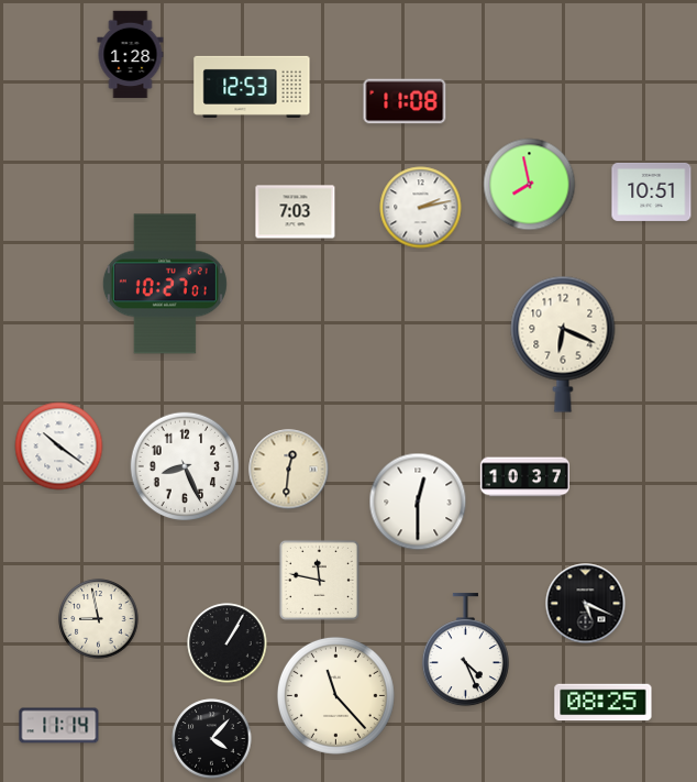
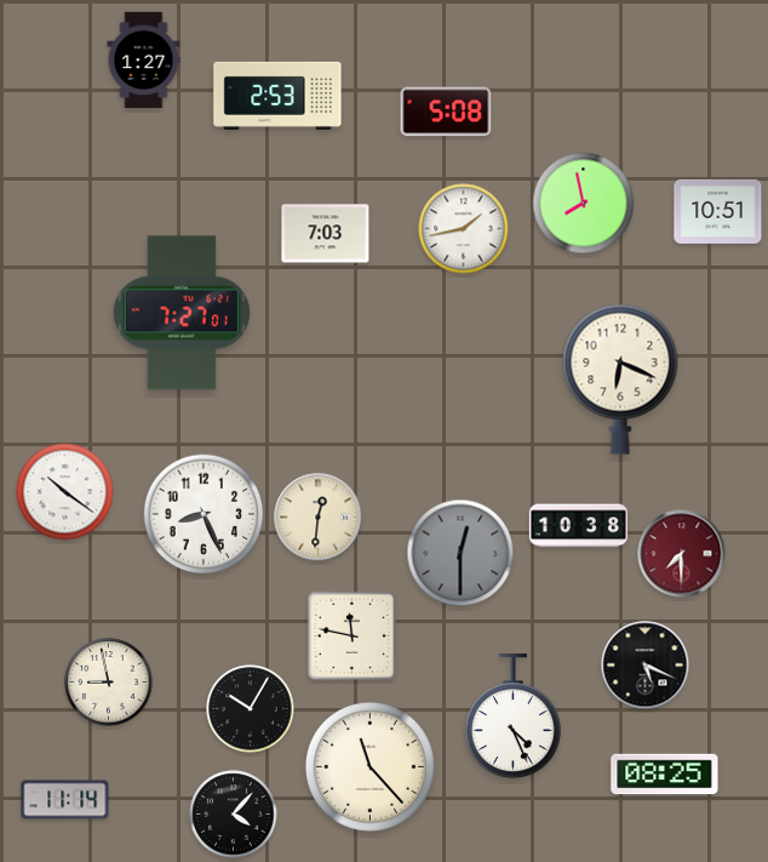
clock at (131, 55): 1:28 -> 1:27
clock at (252, 87): 12:53 -> 2:53
clock at (405, 101): 11:08 -> 5:08
clock at (421, 208): 2:13 -> 1:43
clock at (165, 284): 10:27 -> 7:27
clock at (524, 477): 10:37 -> 10:38
clock at (418, 502) dial: white -> grey
clock at (682, 554): none -> 7:30
clock at (319, 580) position: (319, 580) -> (351, 635)
clock at (228, 643): 1:05 -> 10:05
